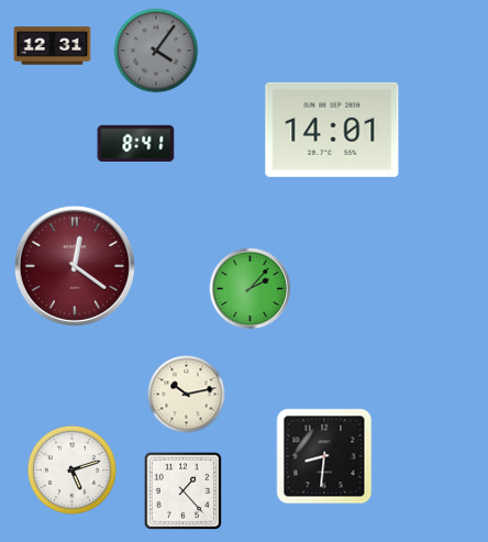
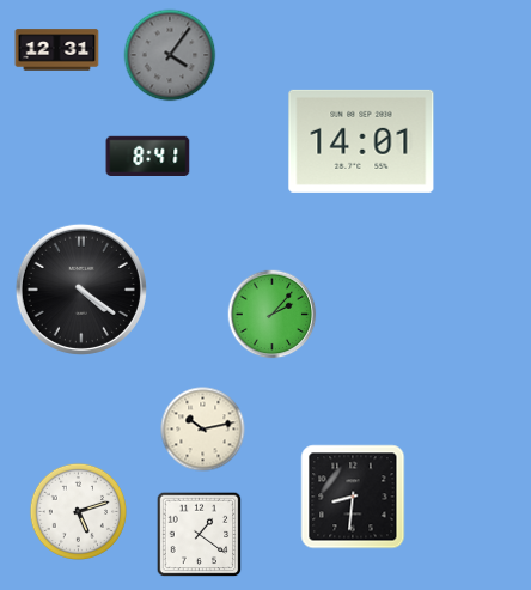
clock at (75, 266): 12:21 -> 4:21
clock at (75, 266) dial: burgundy -> black
clock at (184, 491): 1:23 -> 1:21
